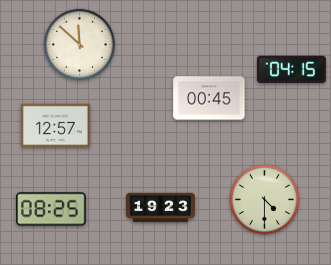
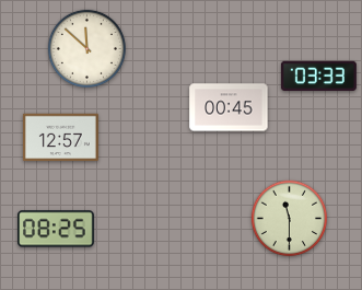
clock at (291, 70): 04:15 -> 03:33
clock at (265, 200): 4:30 -> 11:30
clock at (160, 208): 19:23 -> none
